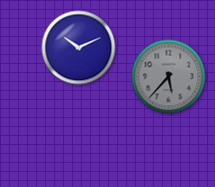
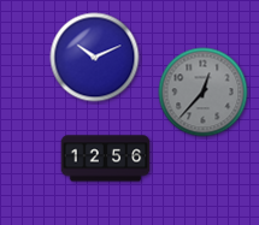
clock at (169, 77): 5:37 -> 12:37
clock at (106, 159): none -> 12:56
